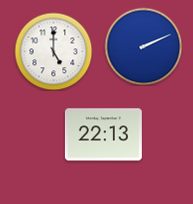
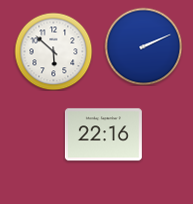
clock at (53, 51): 5:00 -> 5:52
clock at (103, 135): 22:13 -> 22:16
